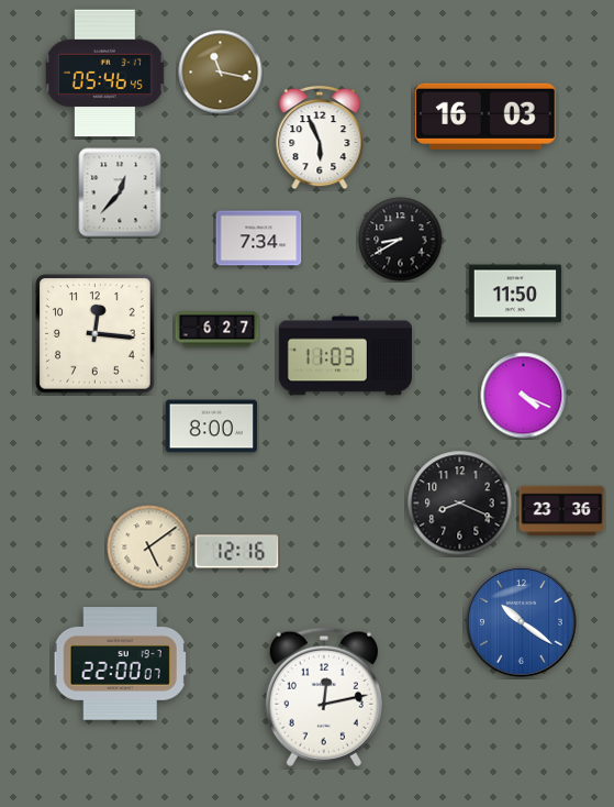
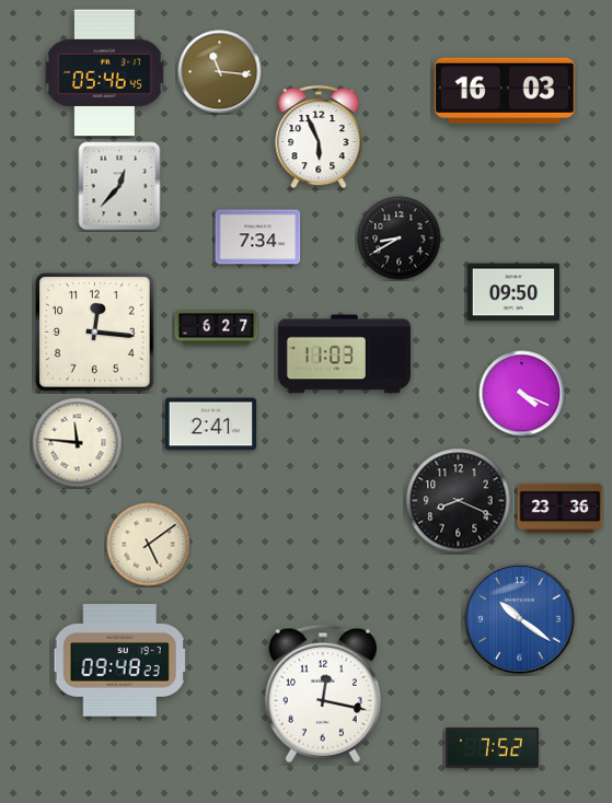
clock at (221, 73): 11:17 -> 11:16
clock at (487, 117) position: (487, 117) -> (506, 91)
clock at (120, 192) position: (120, 192) -> (119, 186)
clock at (514, 294): 11:50 -> 09:50
clock at (212, 427): 8:00 -> 2:41
clock at (78, 443): none -> 11:46
clock at (237, 552): 12:16 -> none
clock at (121, 664): 22:00 -> 09:48
clock at (324, 697): 12:13 -> 12:17
clock at (492, 747): none -> 7:52
